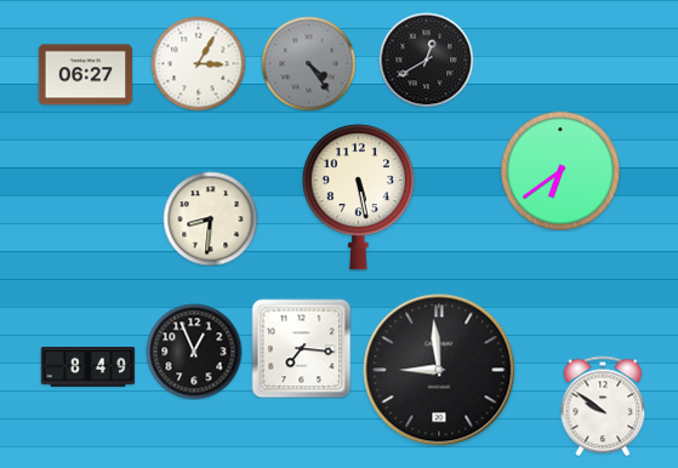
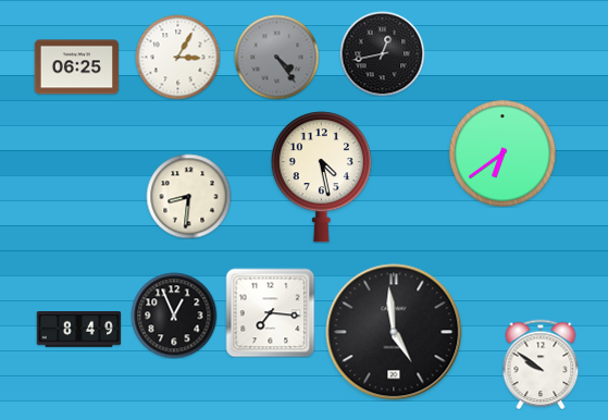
clock at (426, 59): 12:40 -> 12:43
clock at (85, 75): 06:27 -> 06:25
clock at (358, 198): 5:28 -> 4:28
clock at (439, 370): 8:59 -> 4:59
